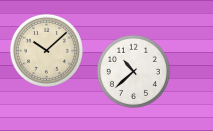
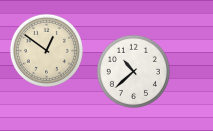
clock at (46, 50): 10:08 -> 12:51
